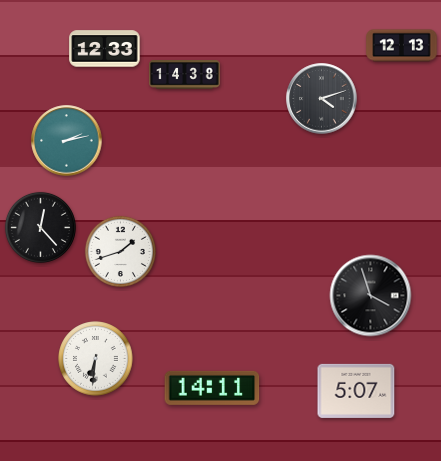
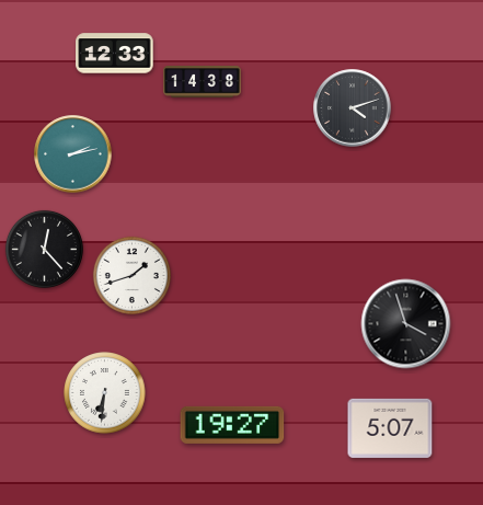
clock at (402, 46): 12:13 -> none
clock at (212, 388): 14:11 -> 19:27
